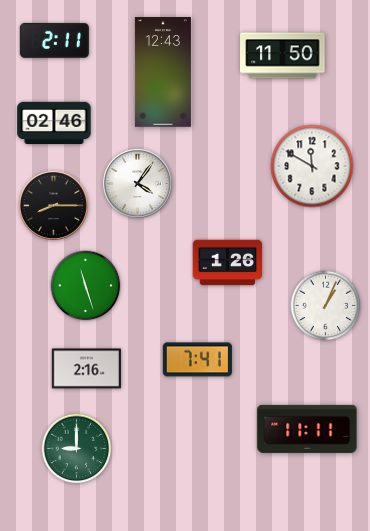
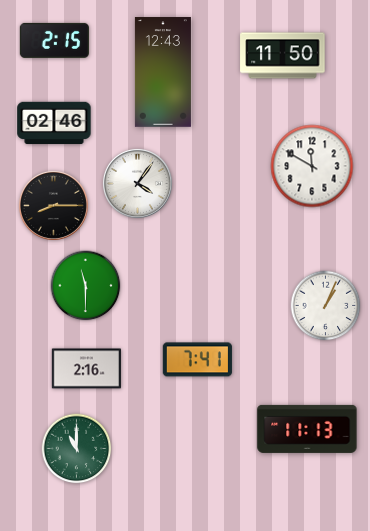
clock at (54, 40): 2:11 -> 2:15
clock at (227, 263): 1:26 -> none
clock at (86, 286): 11:27 -> 11:30
clock at (307, 429): 11:11 -> 11:13
clock at (77, 449): 9:00 -> 11:00
